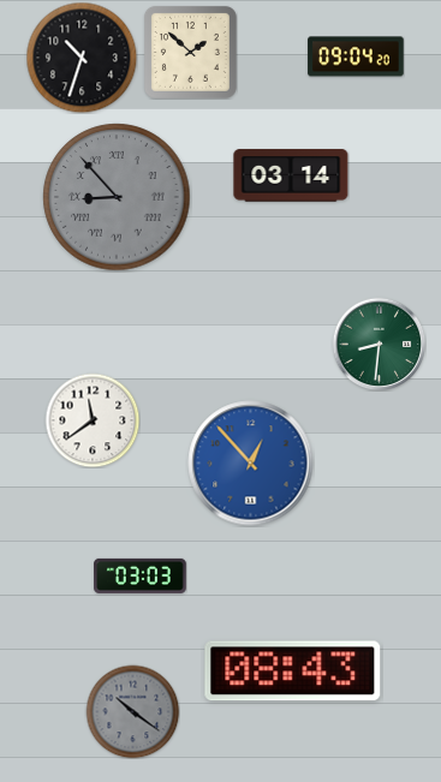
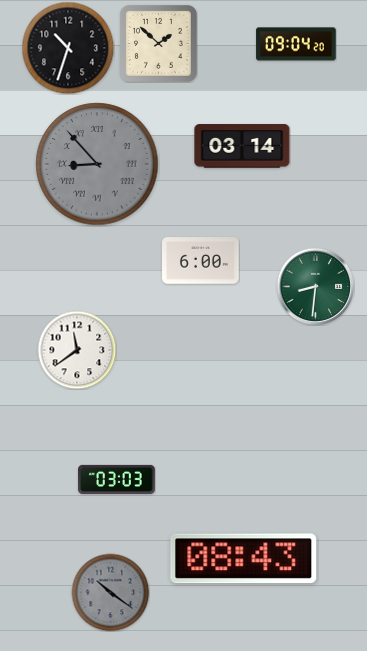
clock at (356, 56) position: (356, 56) -> (296, 44)
clock at (201, 261): none -> 6:00
clock at (251, 464): 12:53 -> none
